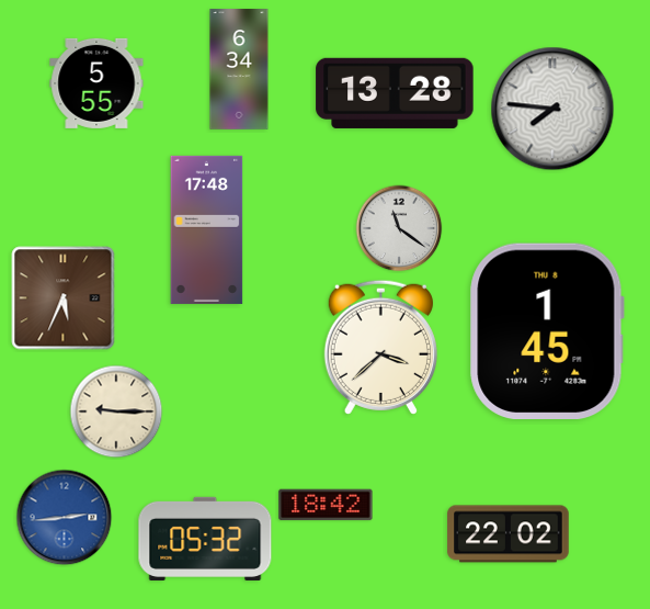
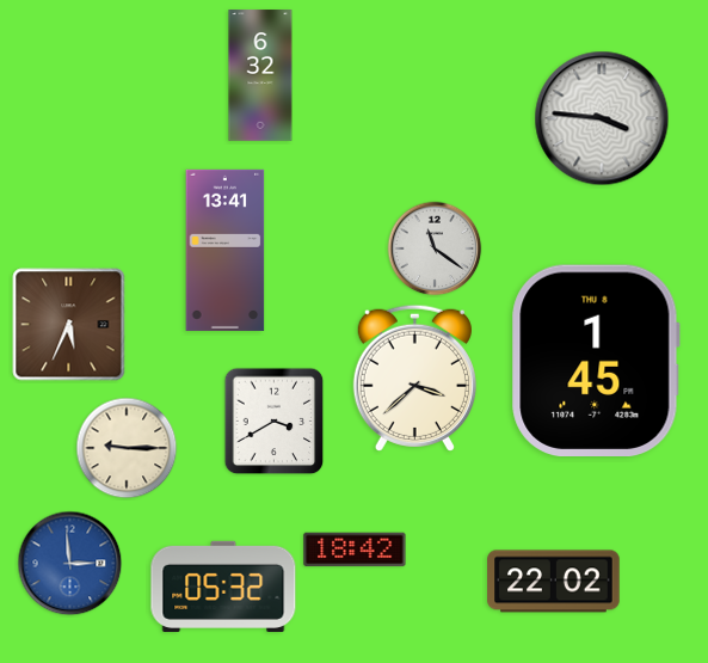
clock at (239, 69): 6:34 -> 6:32
clock at (96, 83): 5:55 -> none
clock at (395, 93): 13:28 -> none
clock at (552, 109): 7:46 -> 3:46
clock at (207, 229): 17:48 -> 13:41
clock at (275, 422): none -> 3:40
clock at (65, 518): 2:44 -> 2:59
